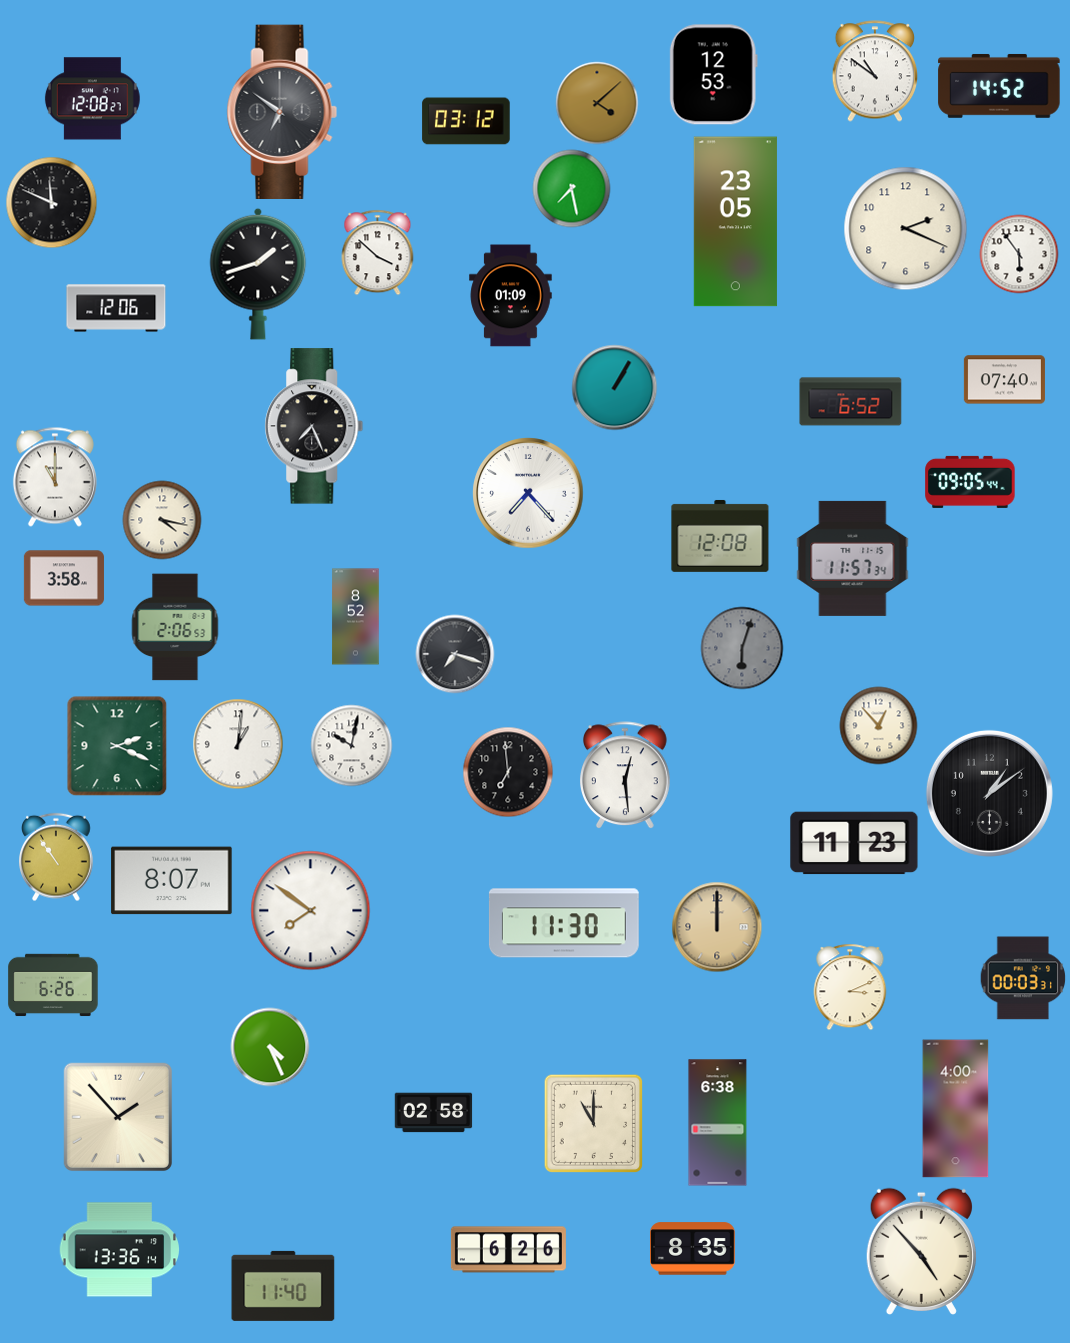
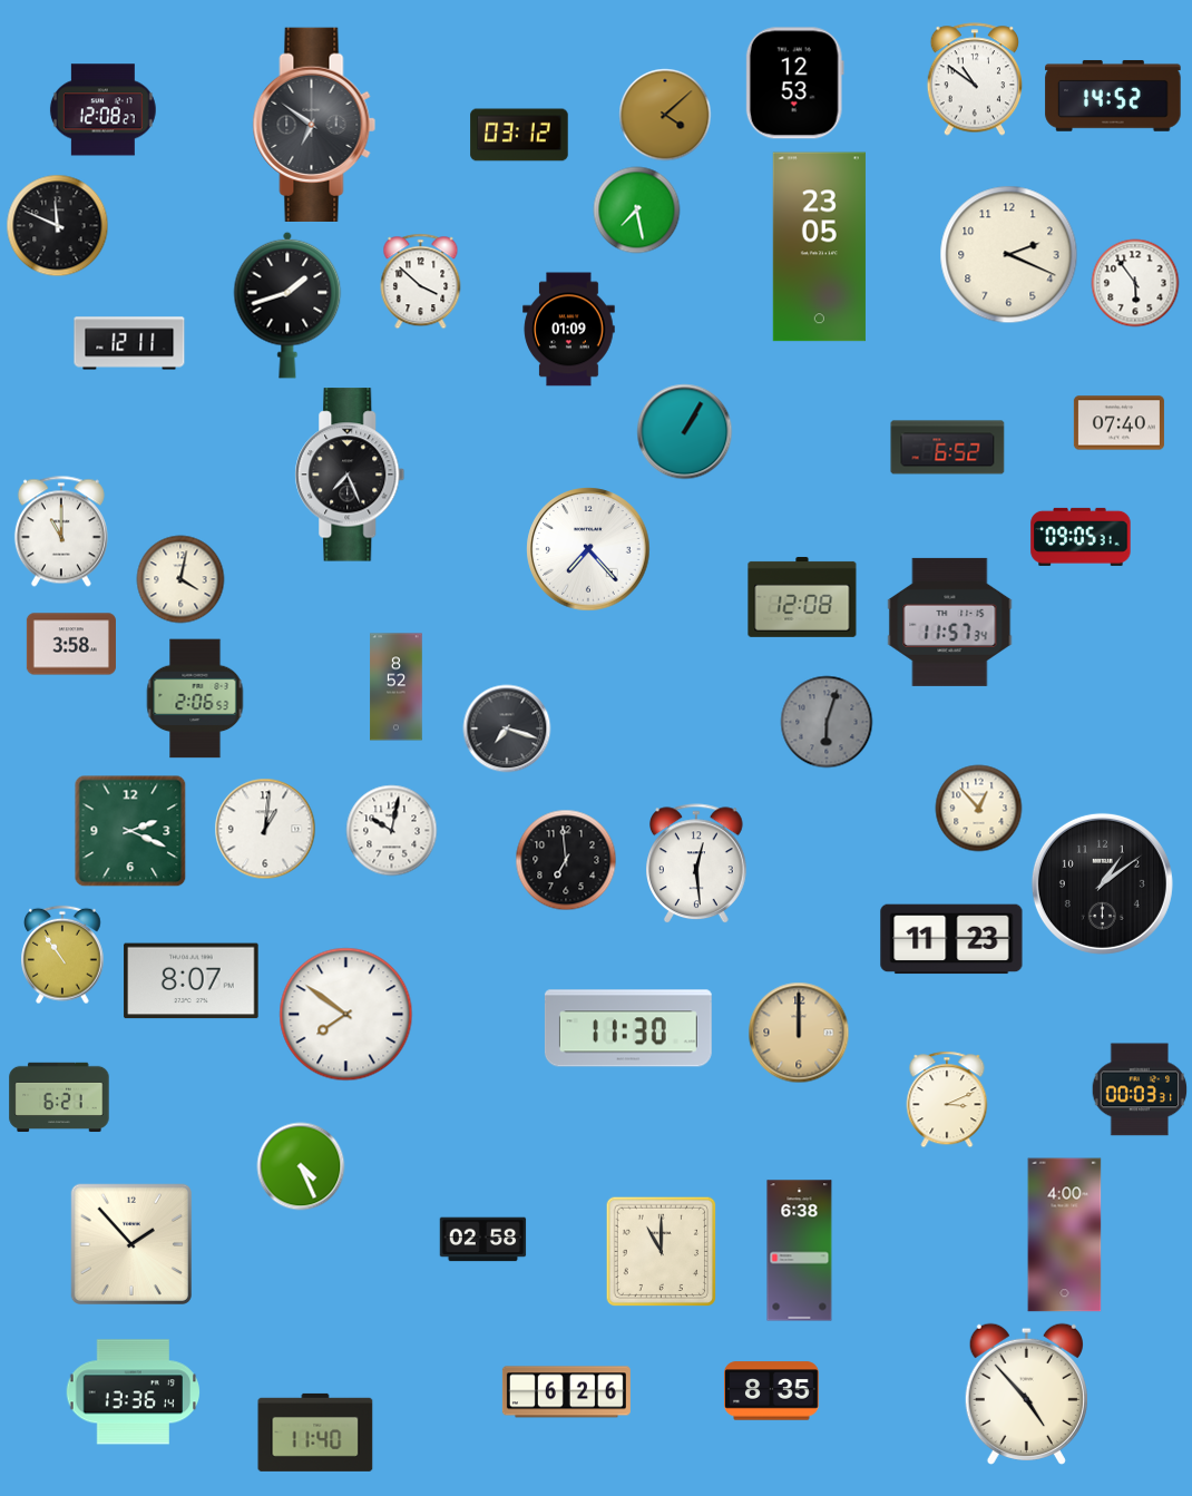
clock at (116, 308): 12:06 -> 12:11
clock at (970, 482): 09:05:44 -> 09:05:31
clock at (162, 520): 4:17 -> 4:02
clock at (53, 985): 6:26 -> 6:21
